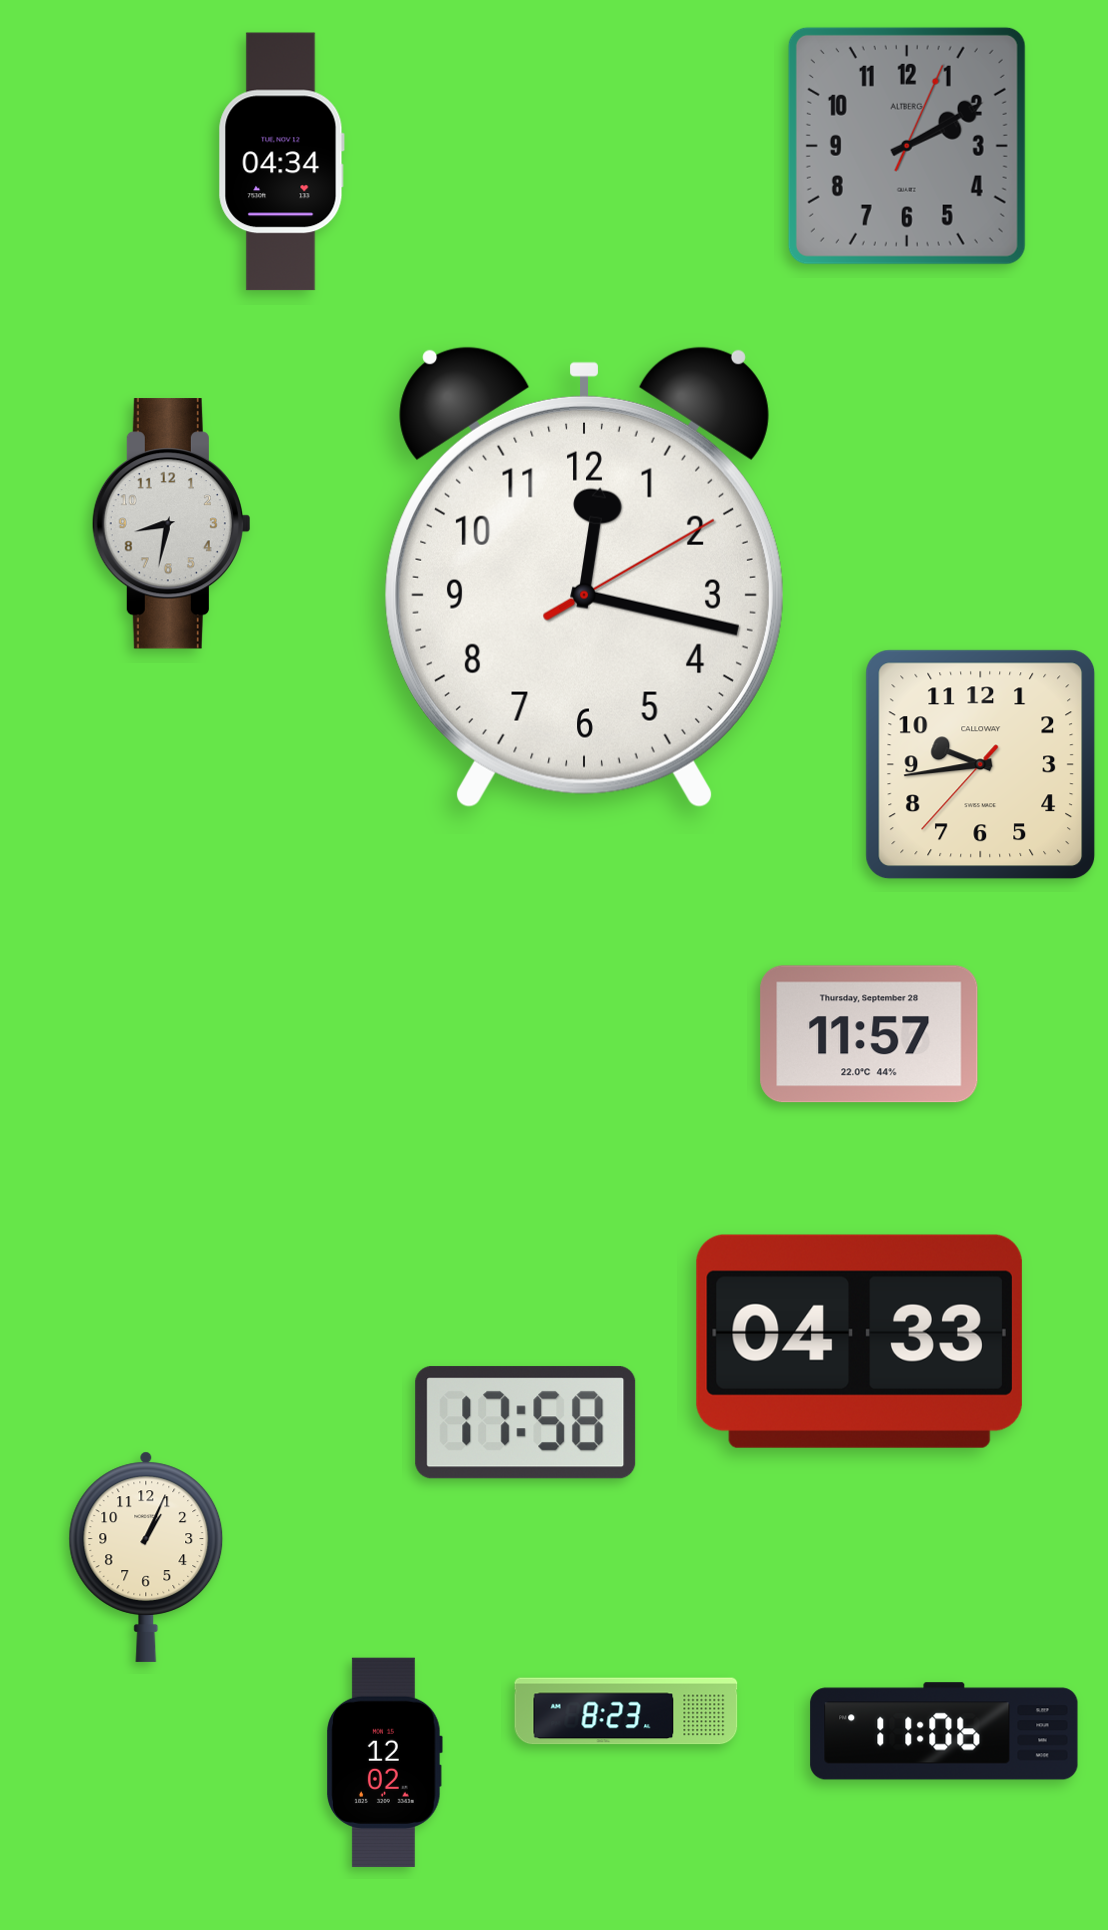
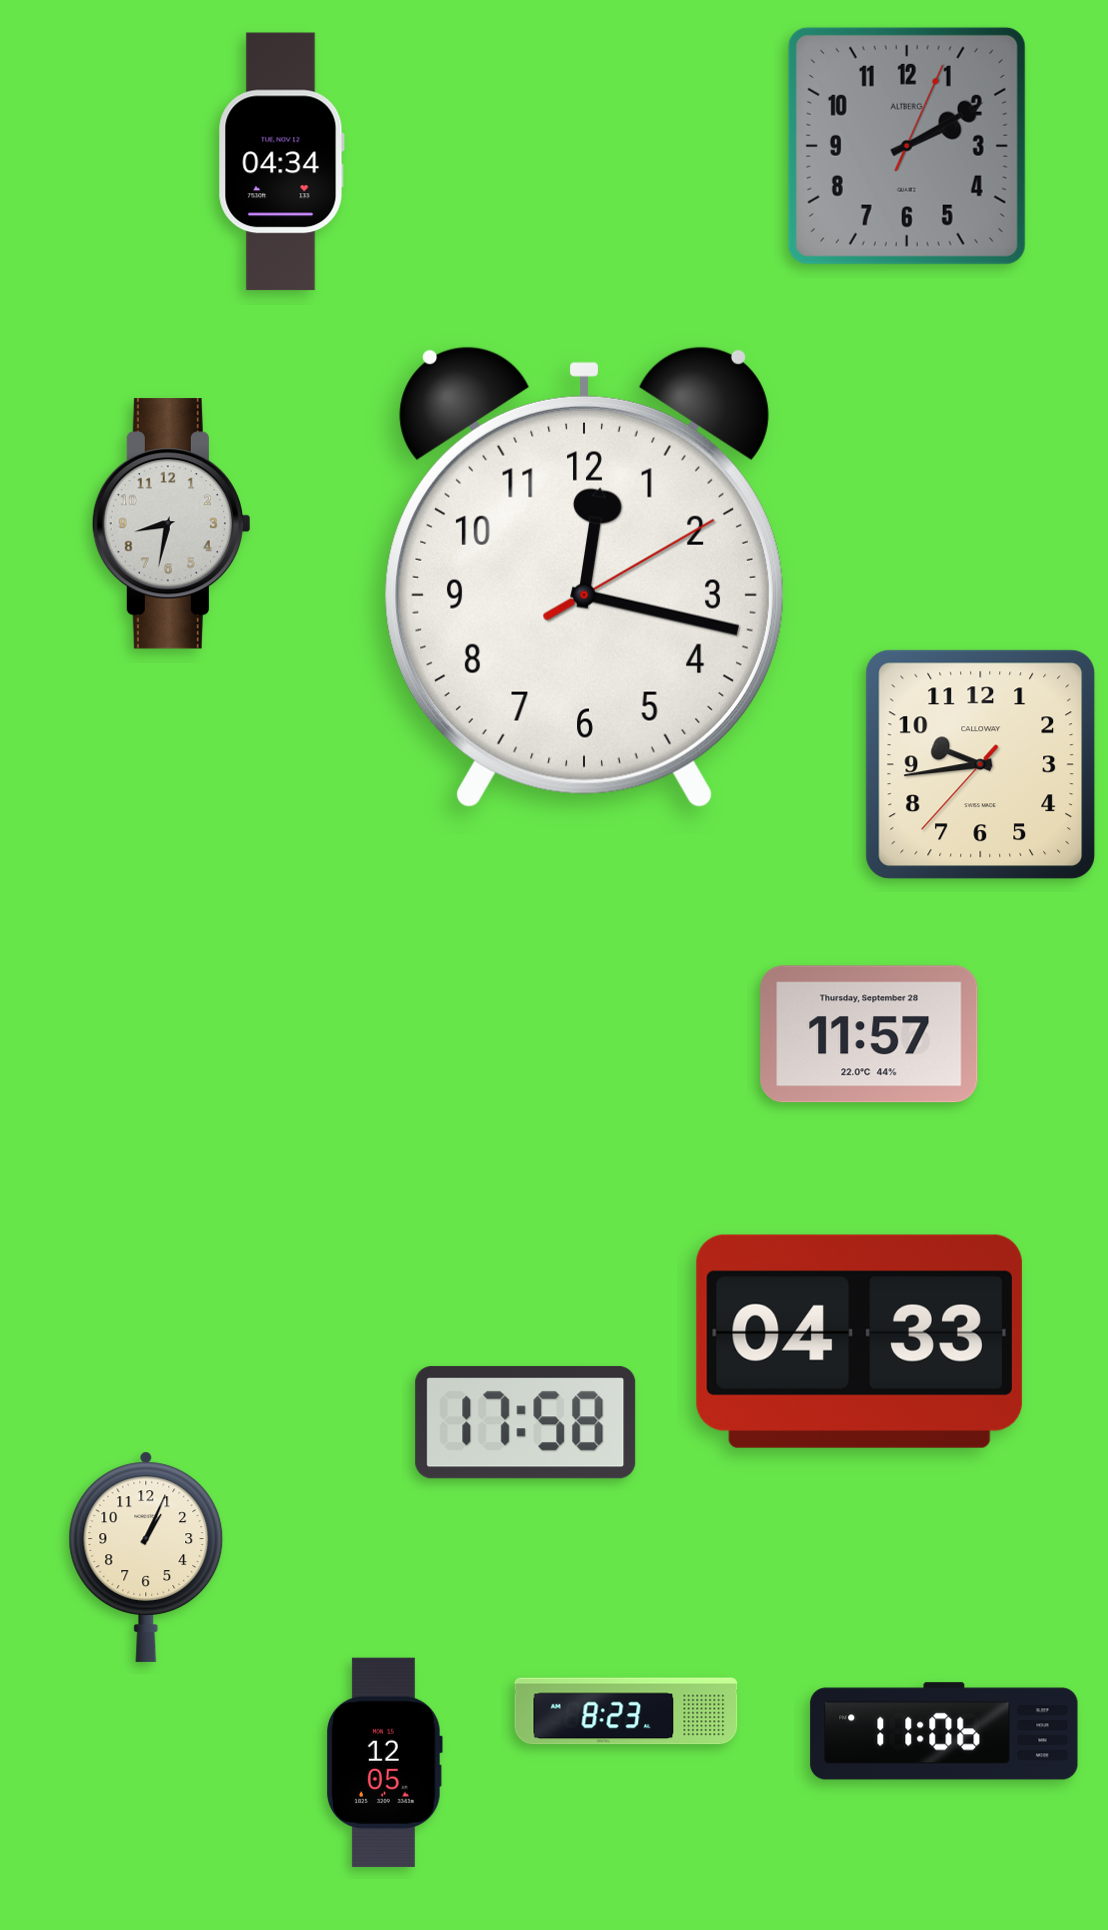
clock at (384, 1762): 12:02 -> 12:05
